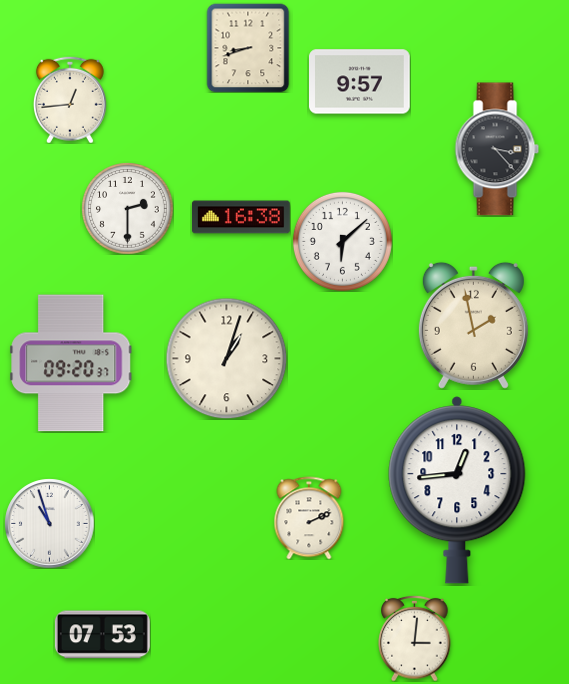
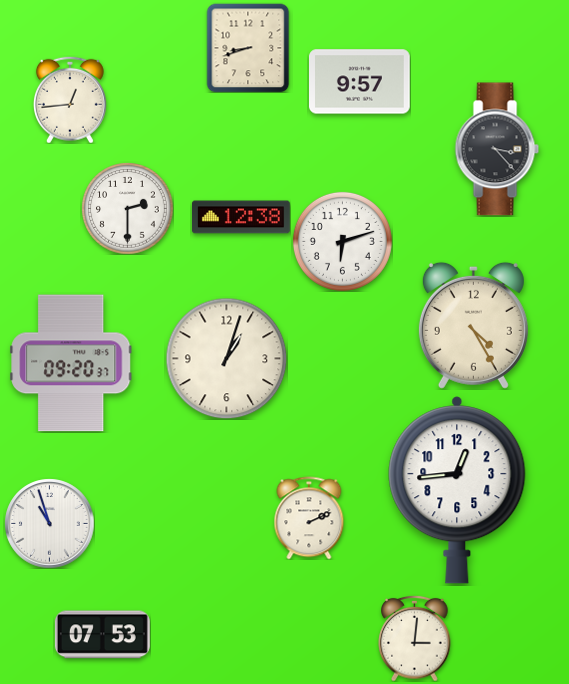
clock at (241, 217): 16:38 -> 12:38
clock at (342, 241): 6:08 -> 6:12
clock at (473, 325): 1:58 -> 4:25
